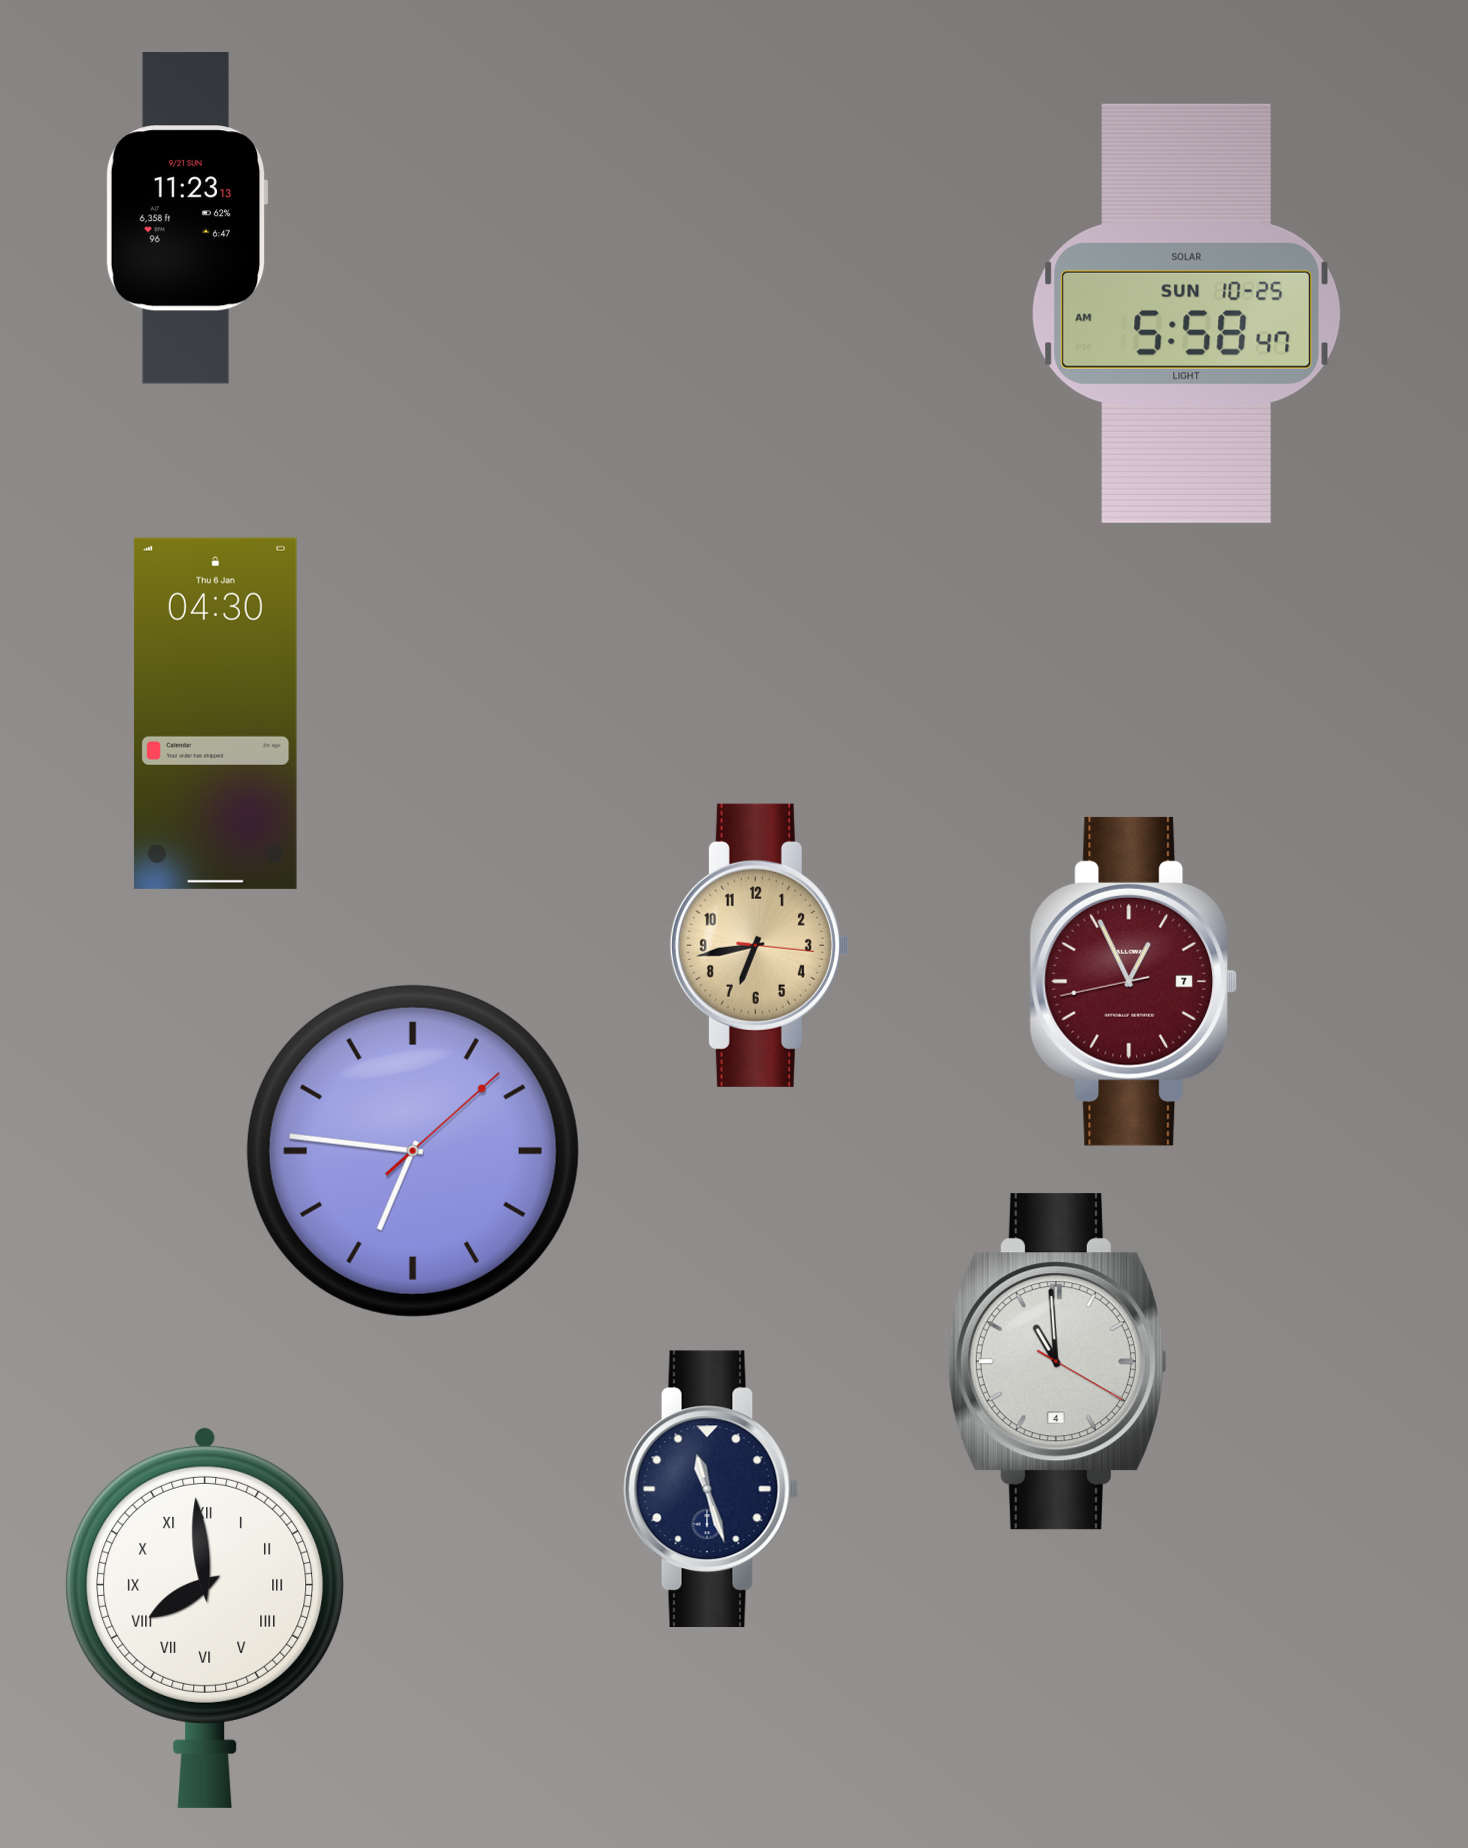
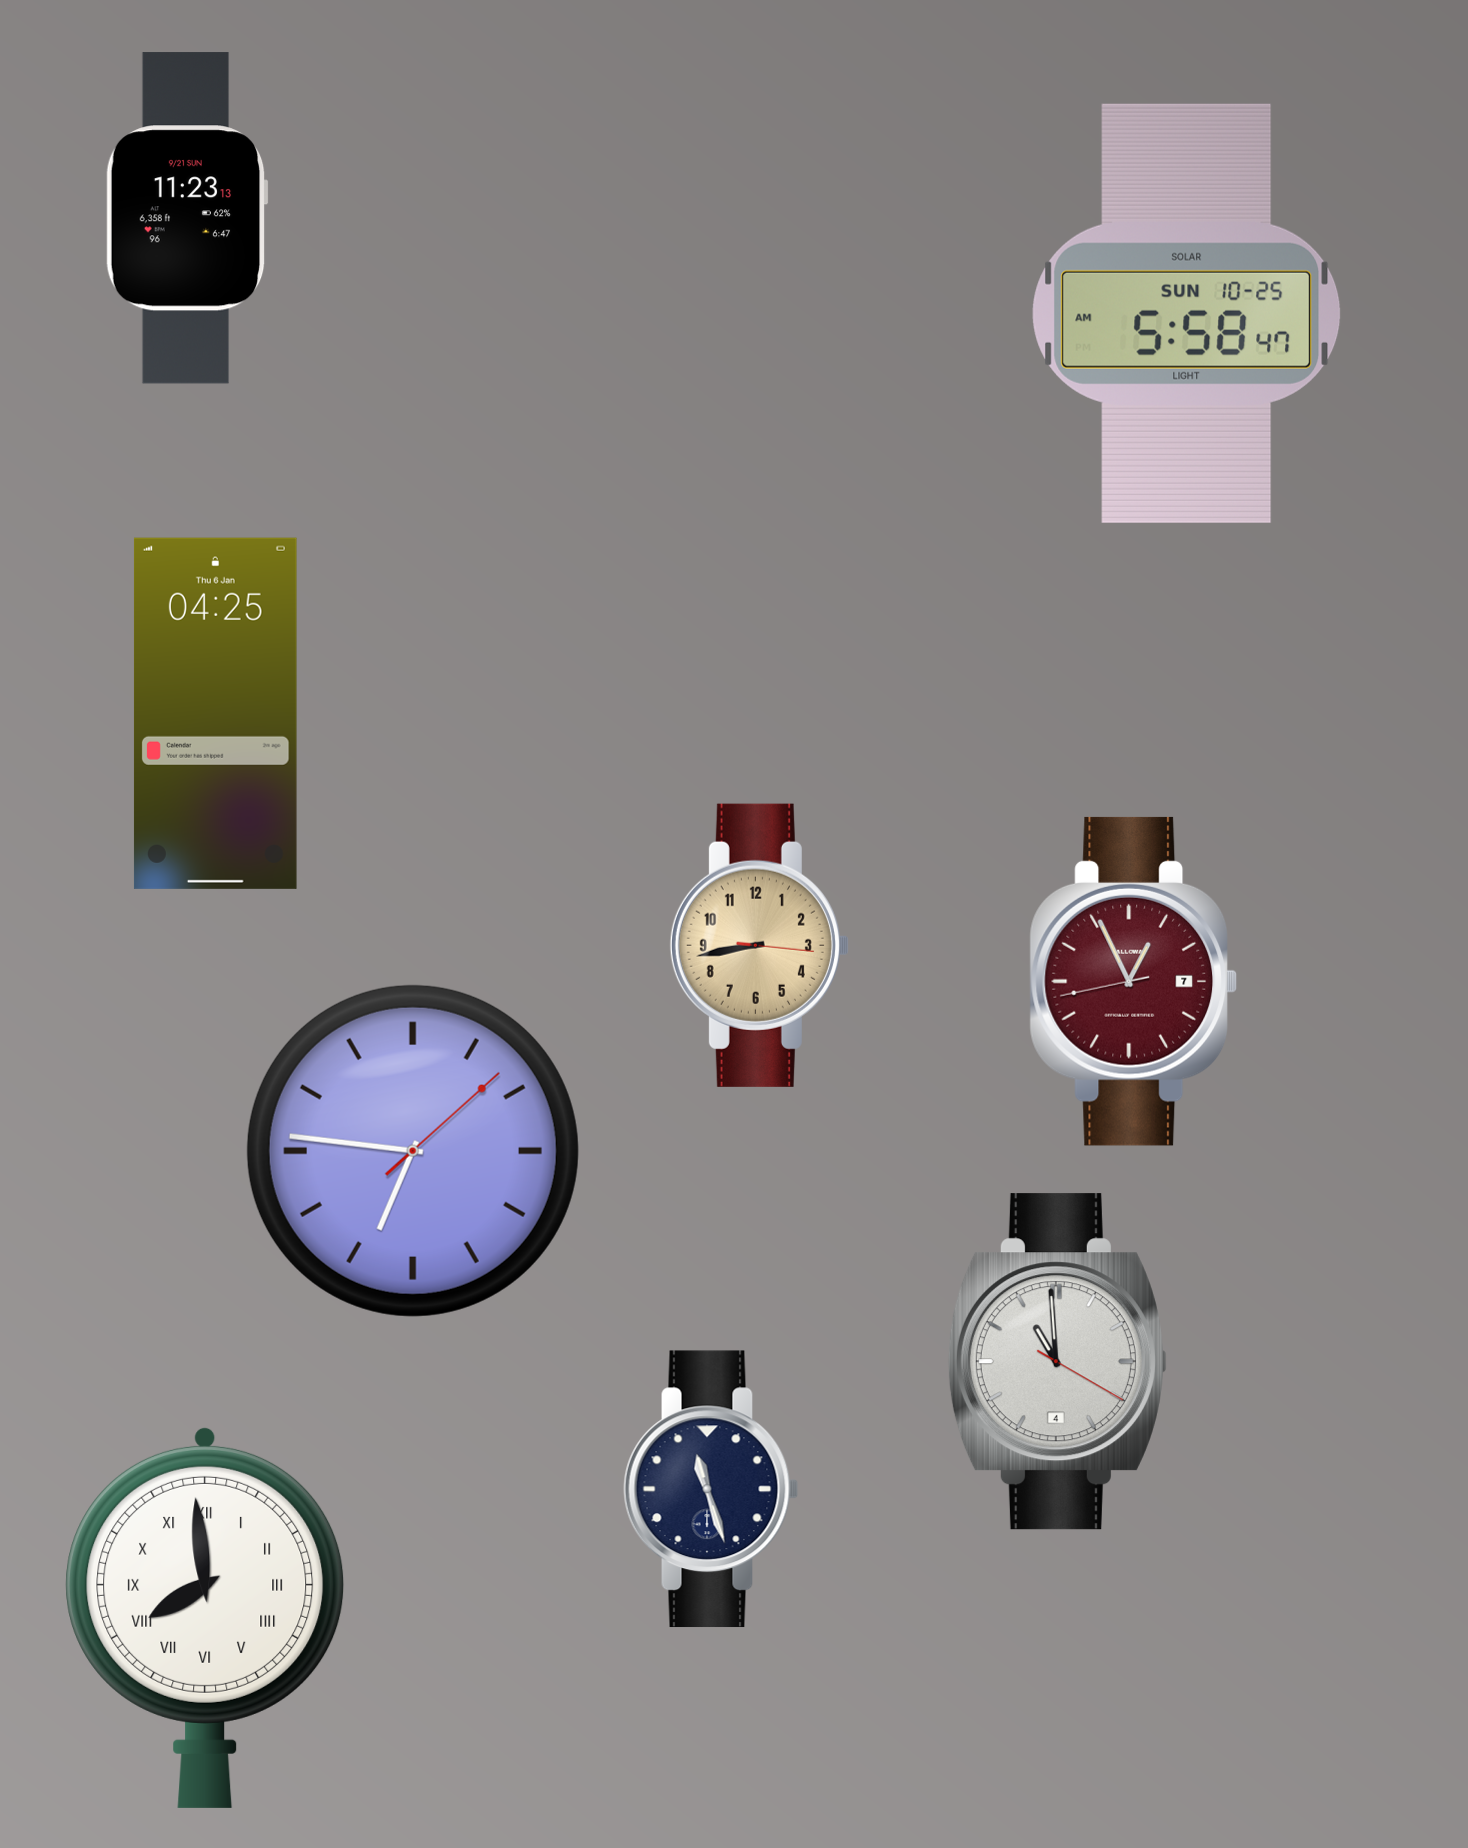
clock at (215, 713): 04:30 -> 04:25
clock at (759, 945): 6:43 -> 8:43
